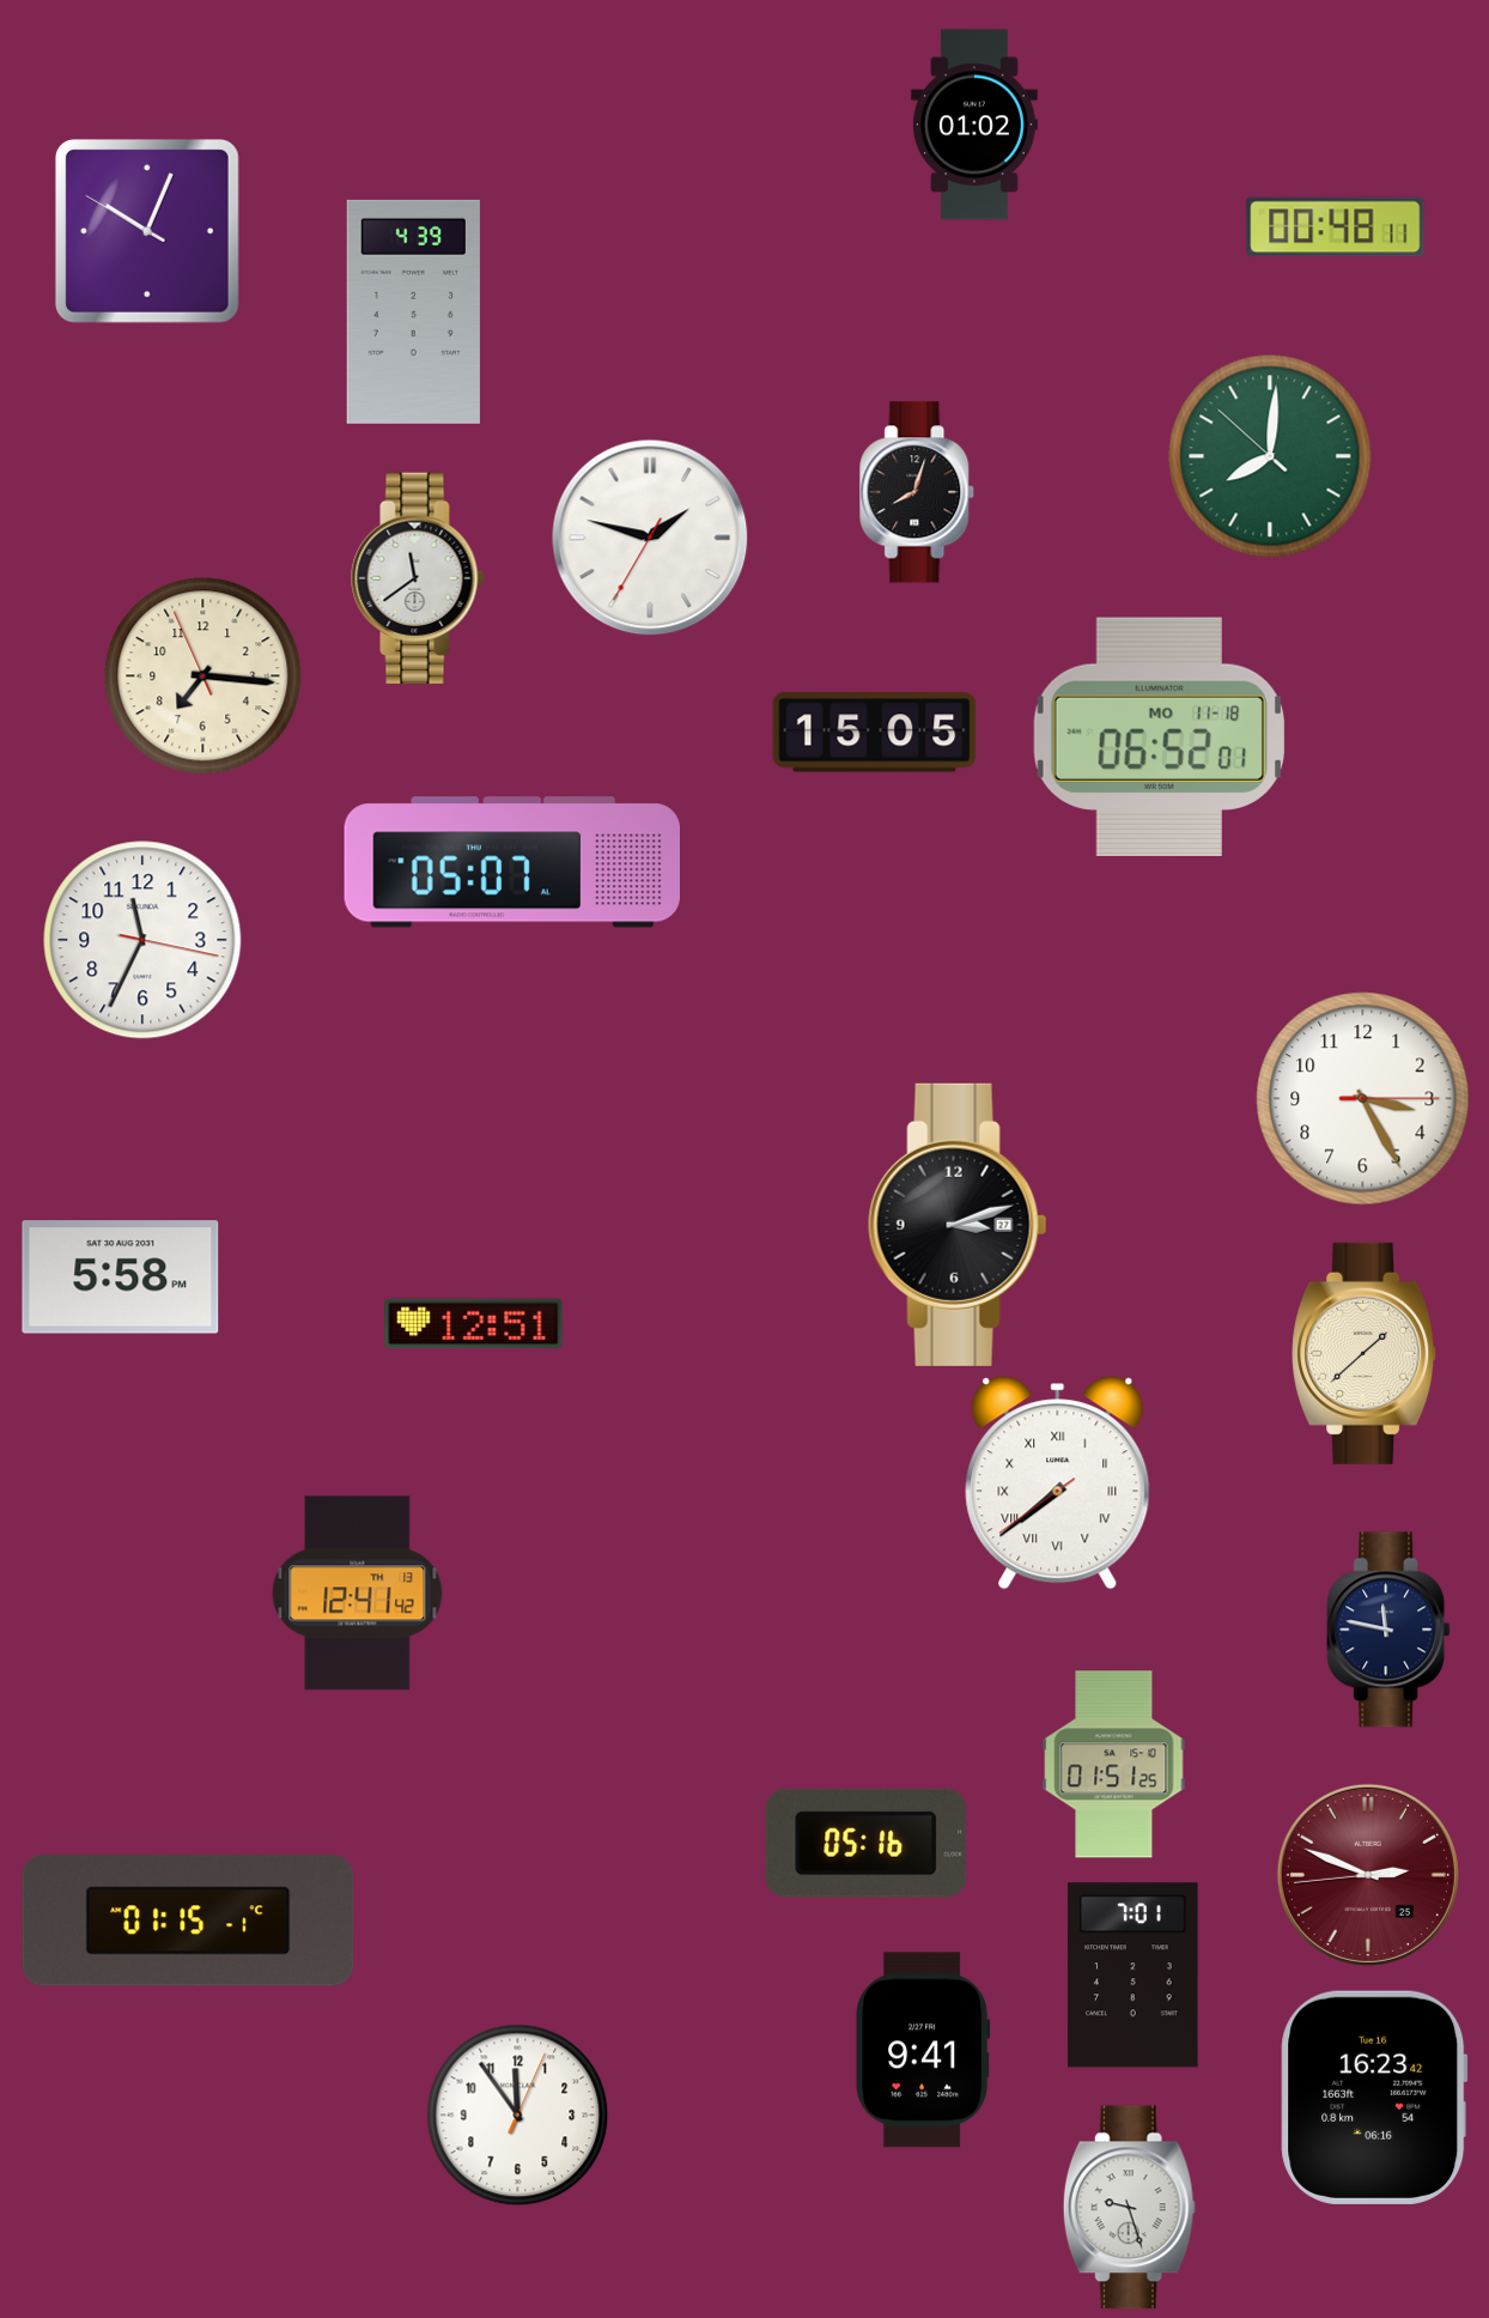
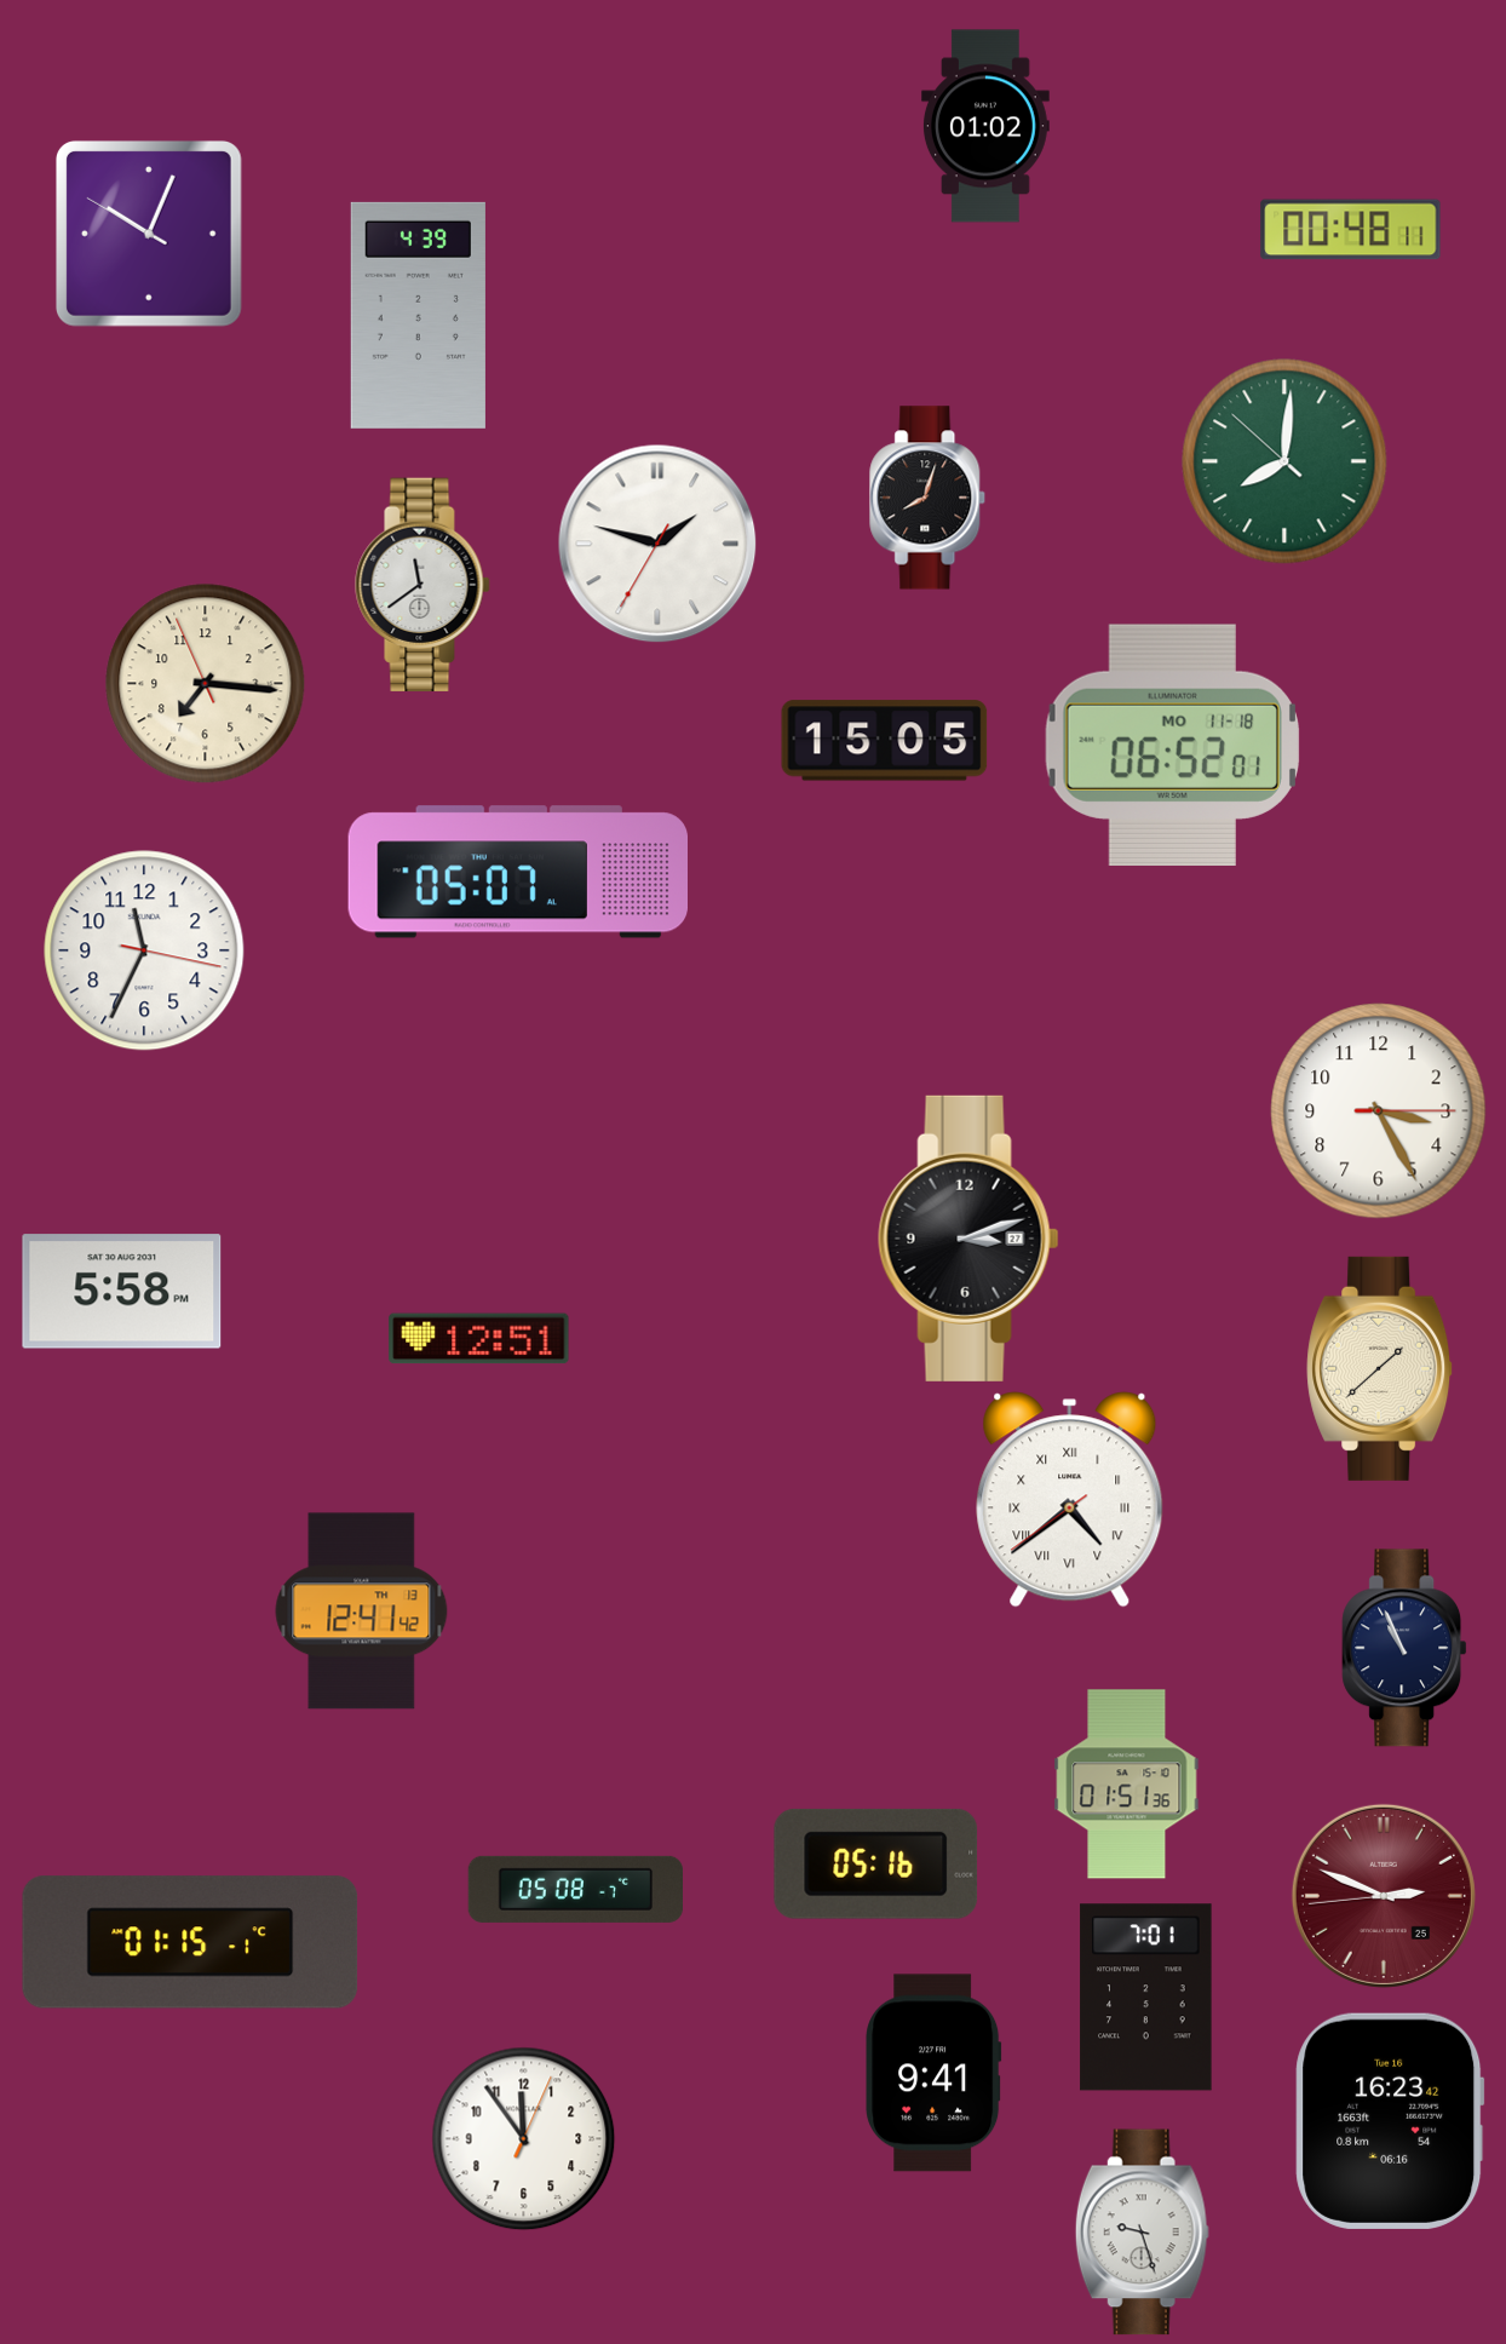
clock at (1058, 1483): 7:38 -> 4:38
clock at (1388, 1630): 11:47 -> 10:56
clock at (1114, 1765): 01:51:25 -> 01:51:36
clock at (575, 1889): none -> 05:08
